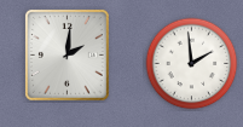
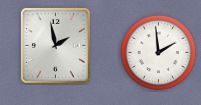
clock at (66, 56): 2:01 -> 1:58
